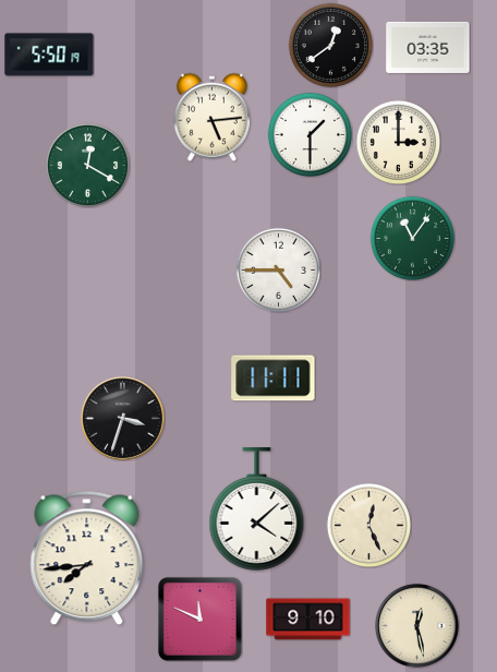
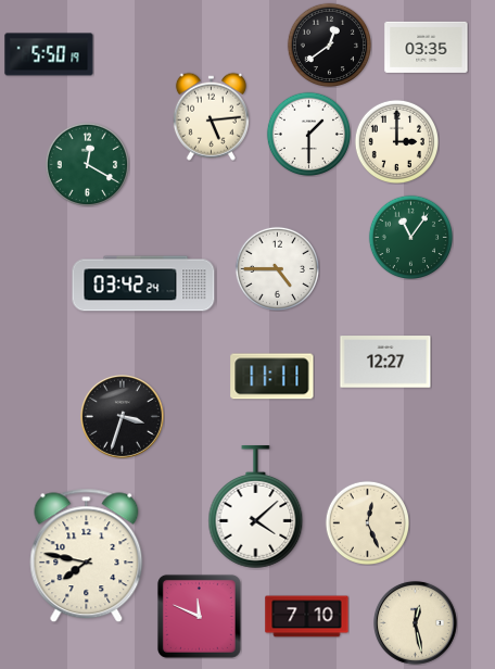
clock at (143, 283): none -> 03:42
clock at (385, 362): none -> 12:27
clock at (87, 559): 7:44 -> 7:47
clock at (308, 620): 9:10 -> 7:10
